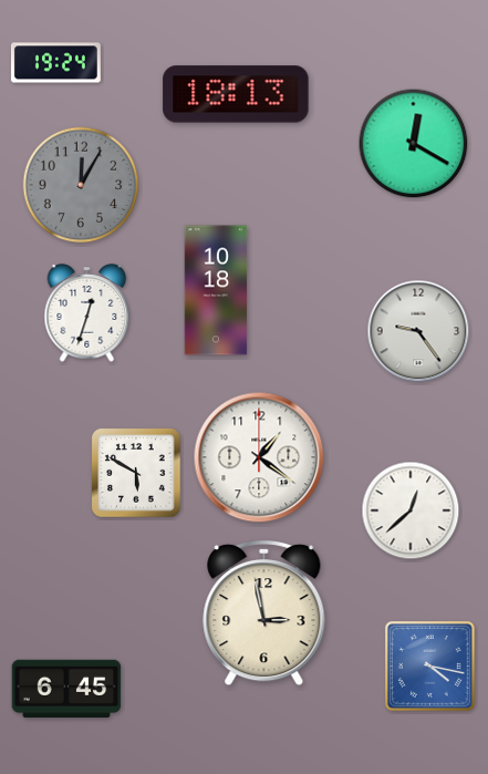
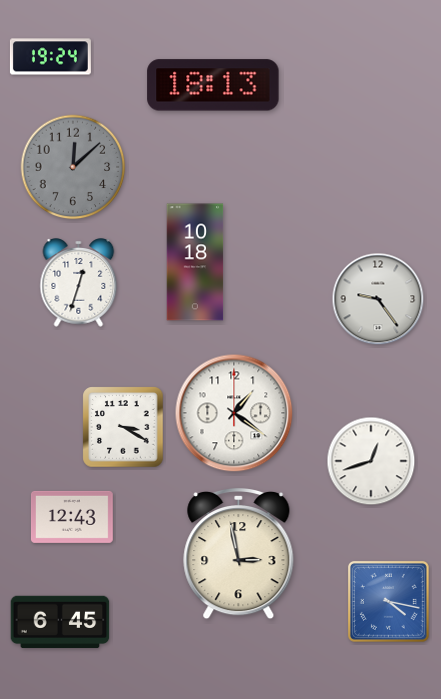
clock at (414, 144): 12:20 -> none
clock at (81, 185): 12:05 -> 12:08
clock at (136, 473): 5:50 -> 3:20
clock at (411, 510): 12:38 -> 12:42
clock at (72, 517): none -> 12:43
